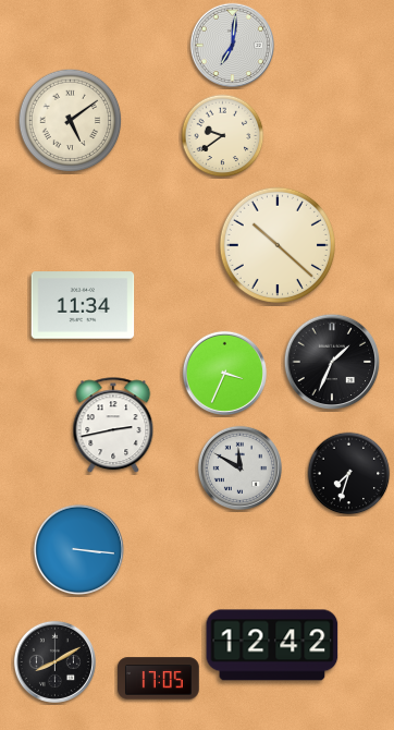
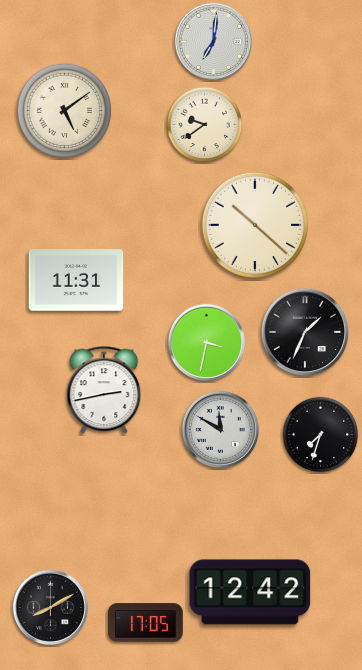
clock at (83, 305): 11:34 -> 11:31
clock at (224, 373): 3:34 -> 3:32
clock at (79, 550): 3:16 -> none
